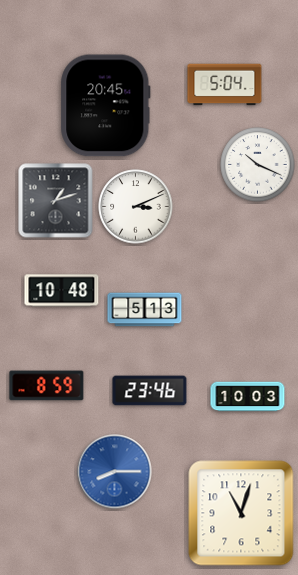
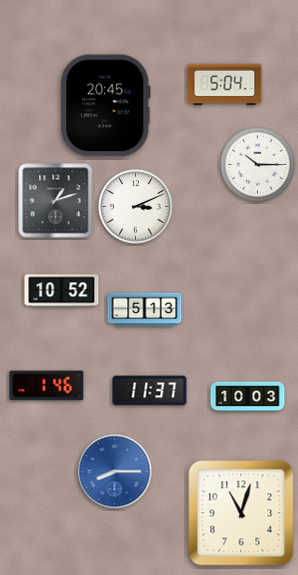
clock at (258, 165): 10:19 -> 10:15
clock at (62, 291): 10:48 -> 10:52
clock at (47, 386): 8:59 -> 1:46
clock at (150, 391): 23:46 -> 11:37
